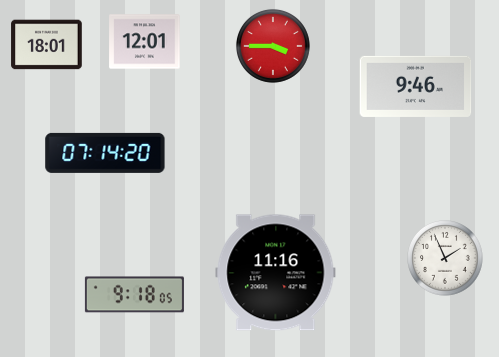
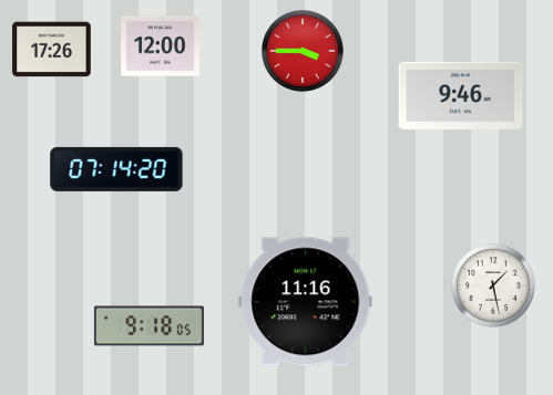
clock at (145, 42): 12:01 -> 12:00
clock at (47, 45): 18:01 -> 17:26
clock at (445, 258): 1:56 -> 1:28
